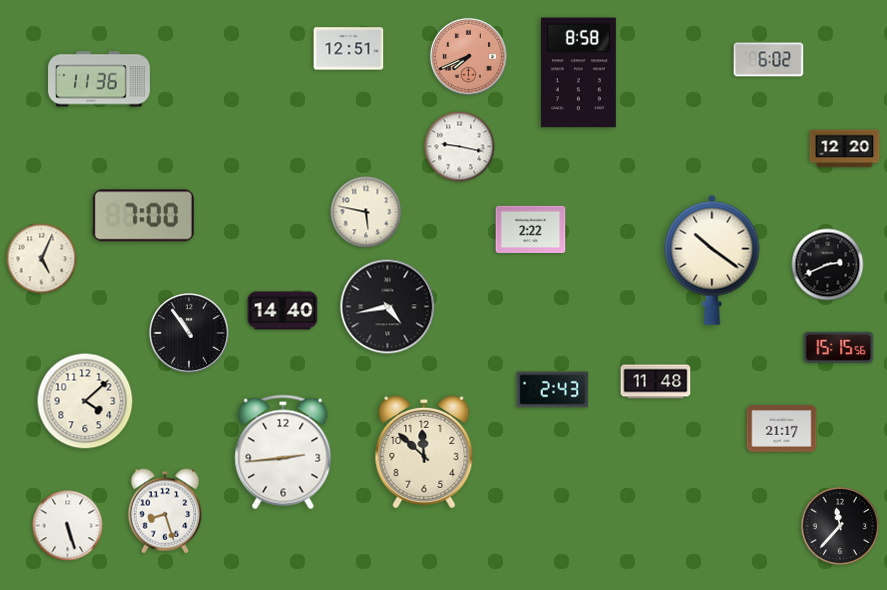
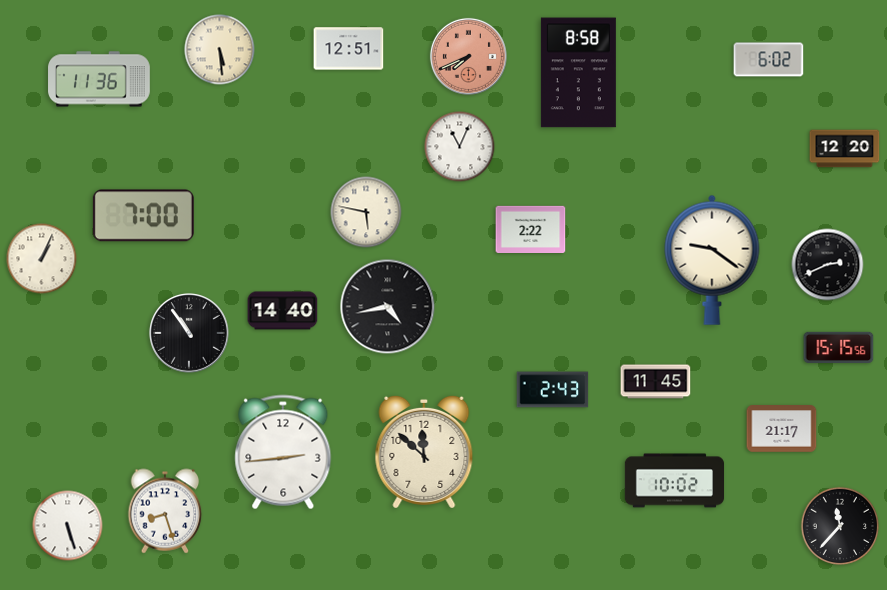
clock at (220, 50): none -> 5:29
clock at (460, 147): 9:17 -> 11:04
clock at (42, 259): 5:04 -> 1:04
clock at (712, 260): 10:21 -> 9:21
clock at (656, 382): 11:48 -> 11:45
clock at (85, 401): 4:08 -> none
clock at (675, 481): none -> 10:02
